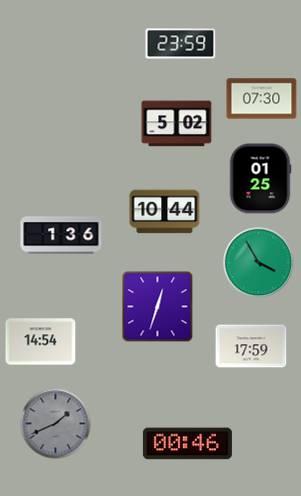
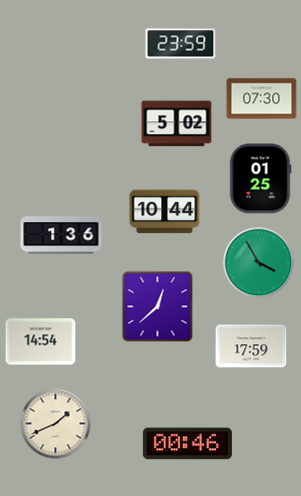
clock at (158, 307): 12:33 -> 12:38
clock at (56, 424) dial: grey -> cream
